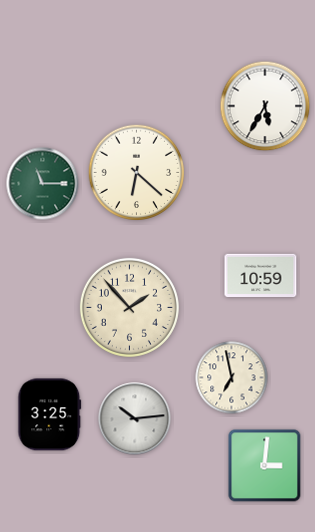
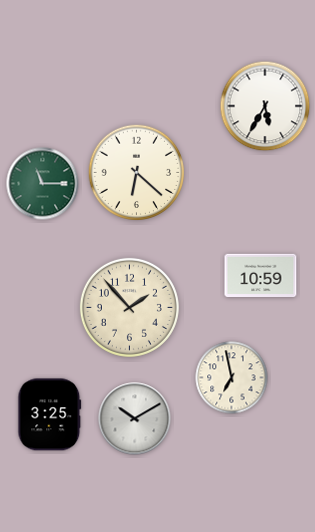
clock at (135, 419): 10:14 -> 10:10
clock at (265, 466): 3:01 -> none
